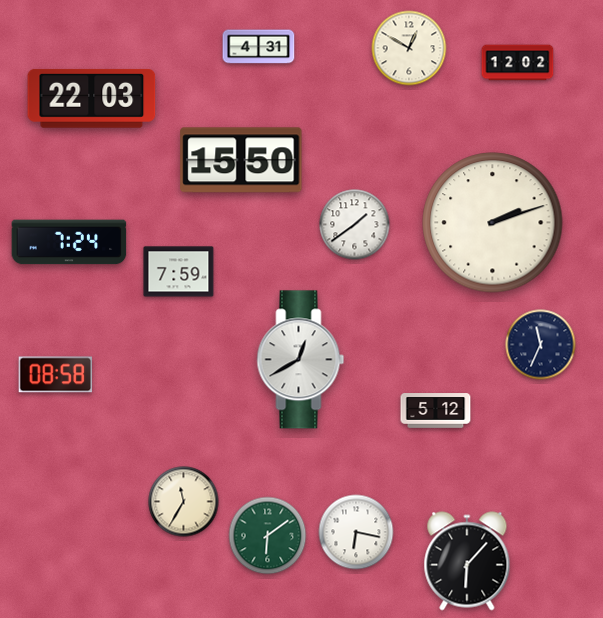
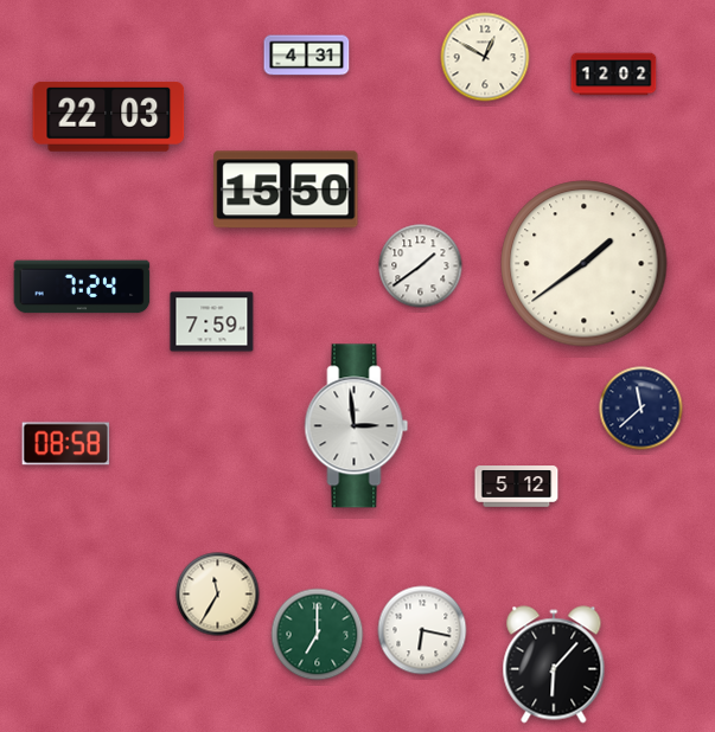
clock at (493, 223): 2:12 -> 1:39
clock at (541, 345): 11:34 -> 11:38
clock at (301, 360): 12:40 -> 2:59
clock at (268, 536): 6:09 -> 7:00
